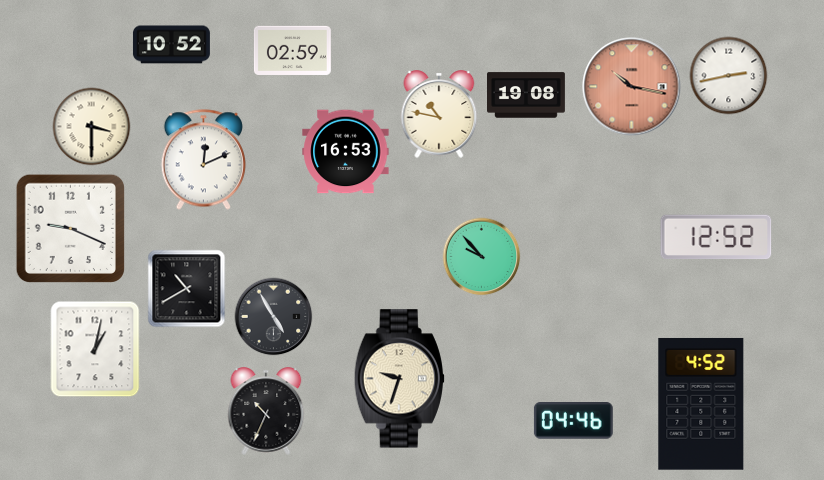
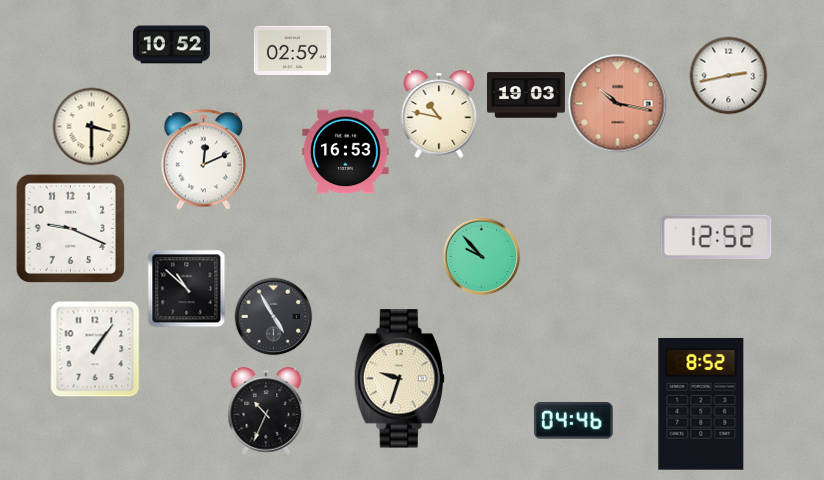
clock at (632, 87) position: (632, 87) -> (618, 104)
clock at (527, 95): 19:08 -> 19:03
clock at (186, 288): 10:40 -> 10:52
clock at (95, 349): 1:02 -> 1:06
clock at (701, 404): 4:52 -> 8:52
